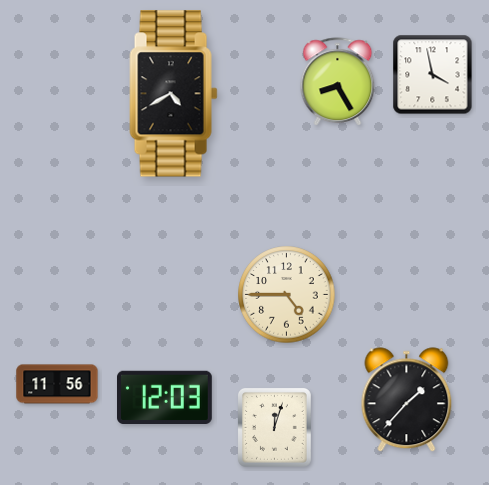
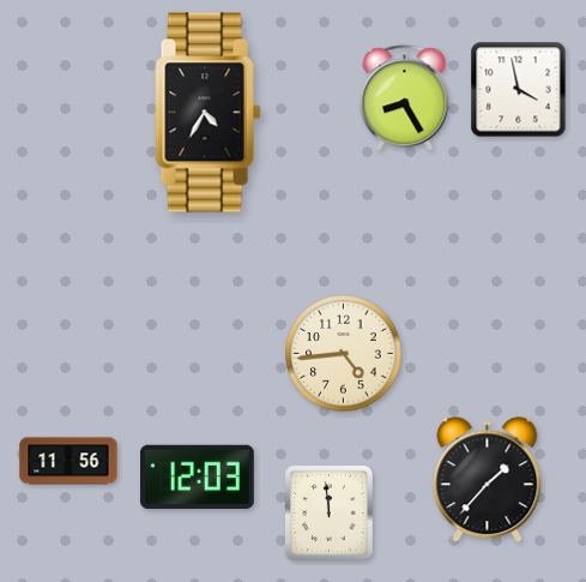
clock at (174, 94): 4:40 -> 4:35
clock at (287, 295): 4:45 -> 4:44
clock at (274, 427): 12:03 -> 11:59
